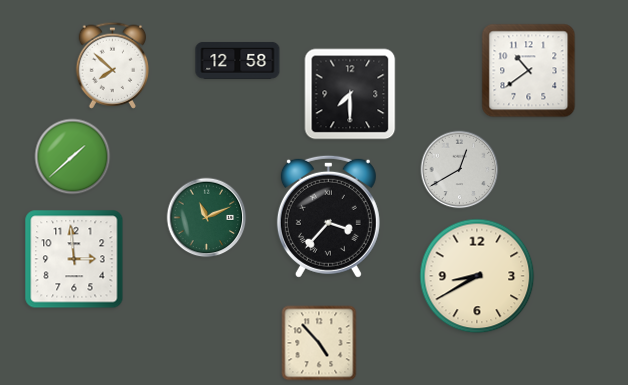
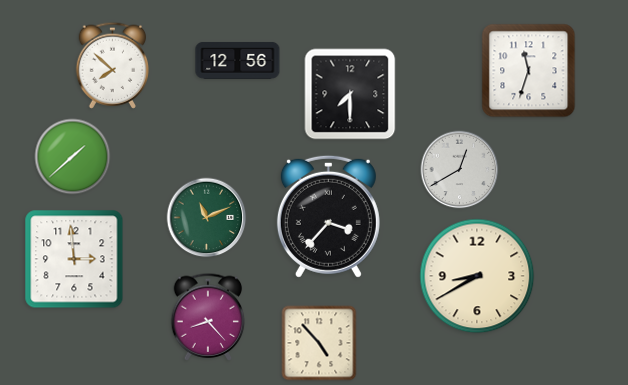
clock at (238, 60): 12:58 -> 12:56
clock at (529, 71): 10:39 -> 11:33
clock at (208, 317): none -> 8:23
